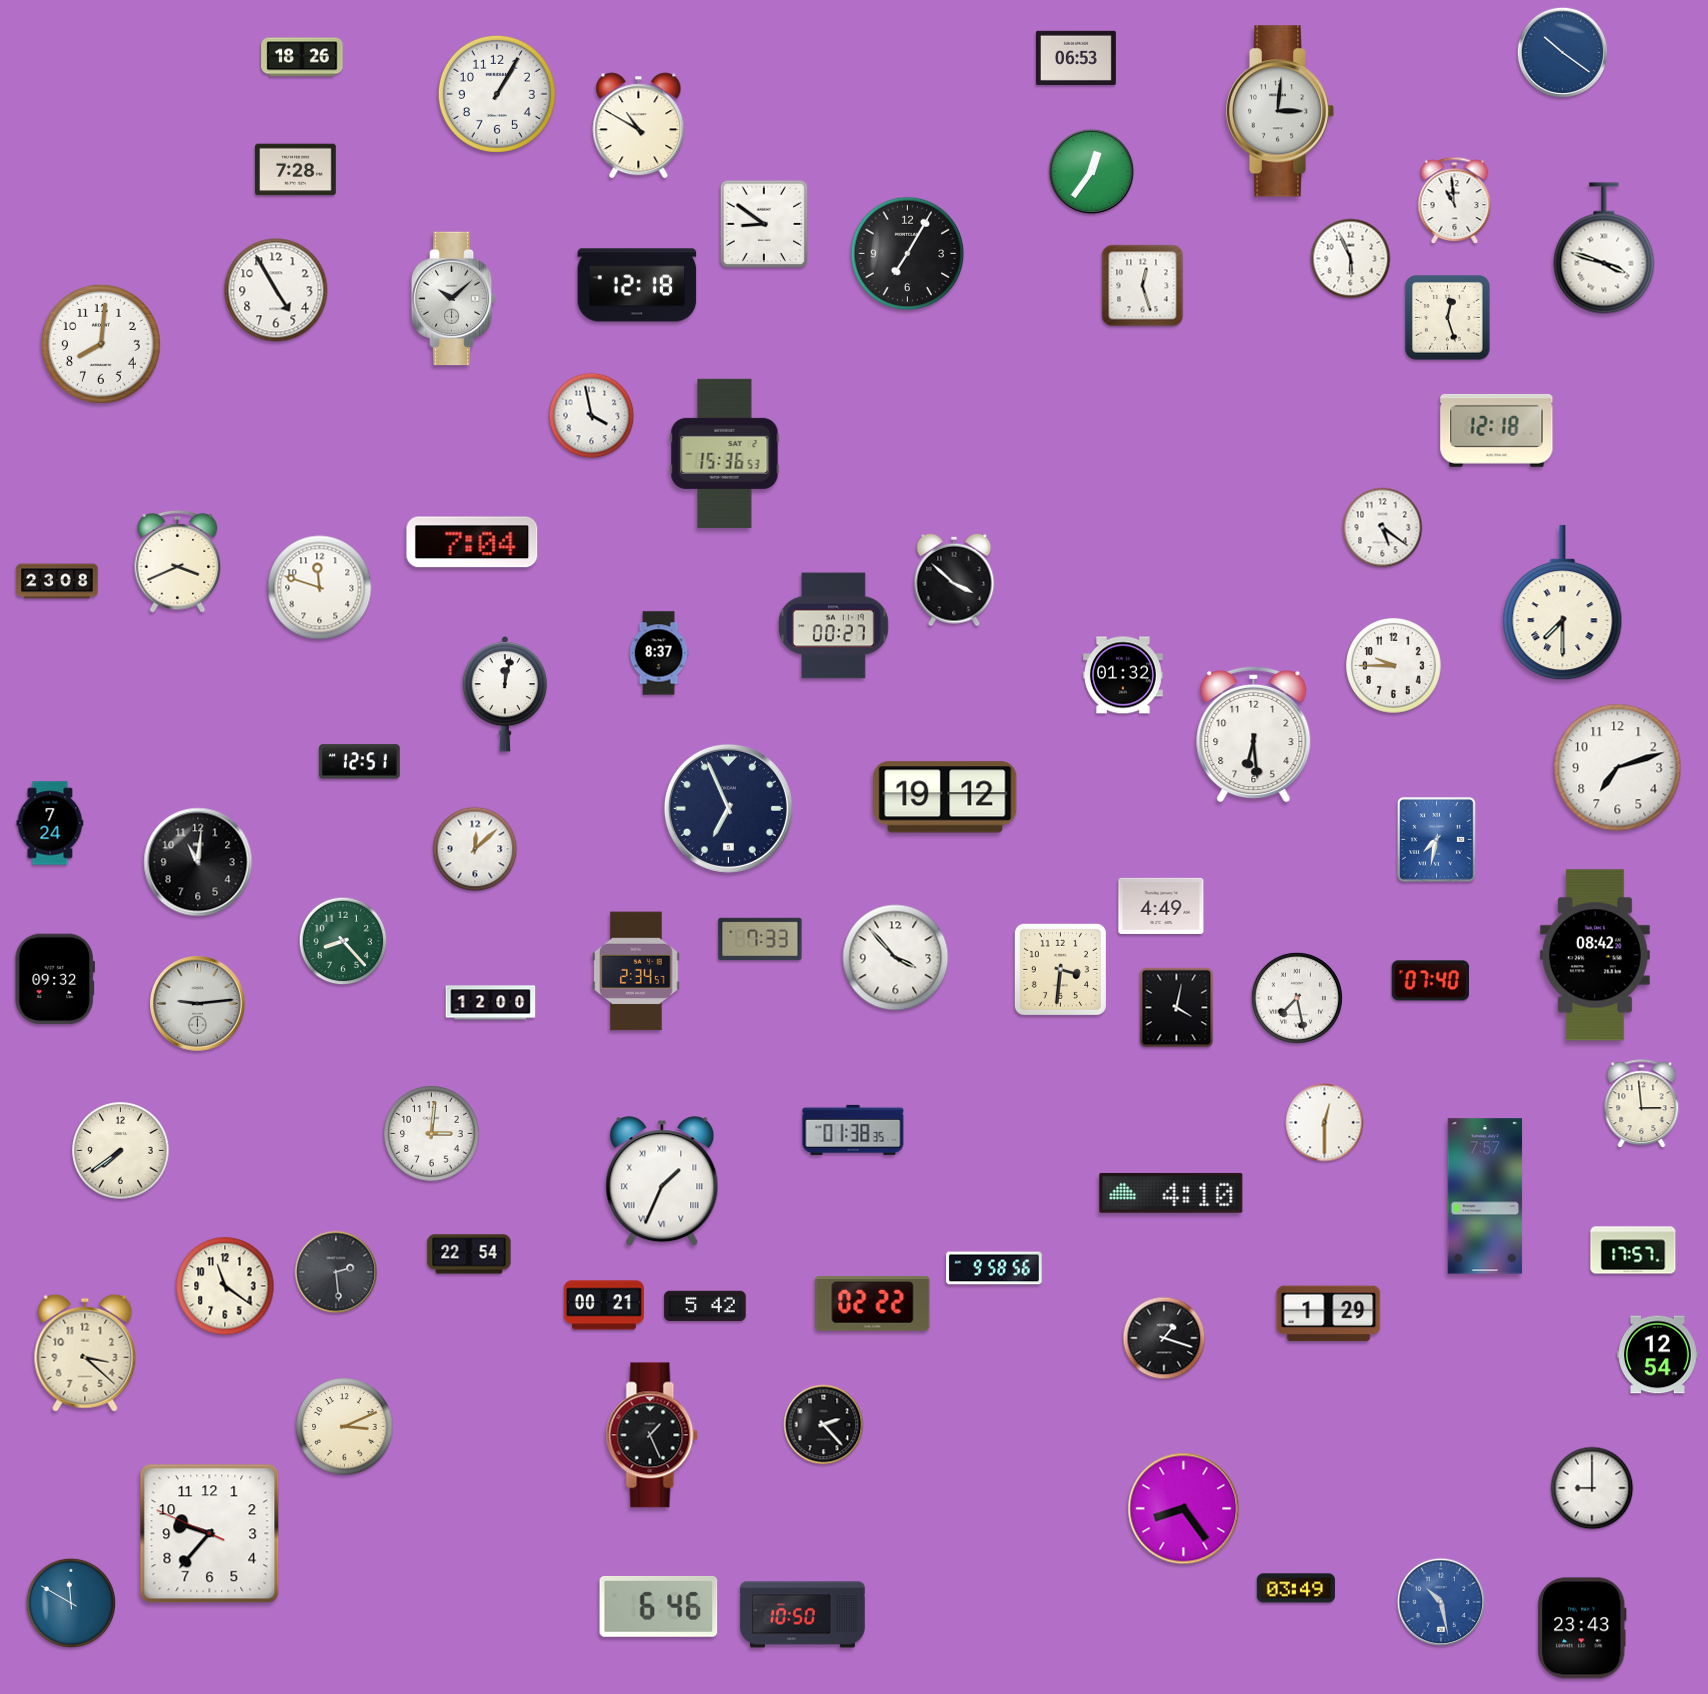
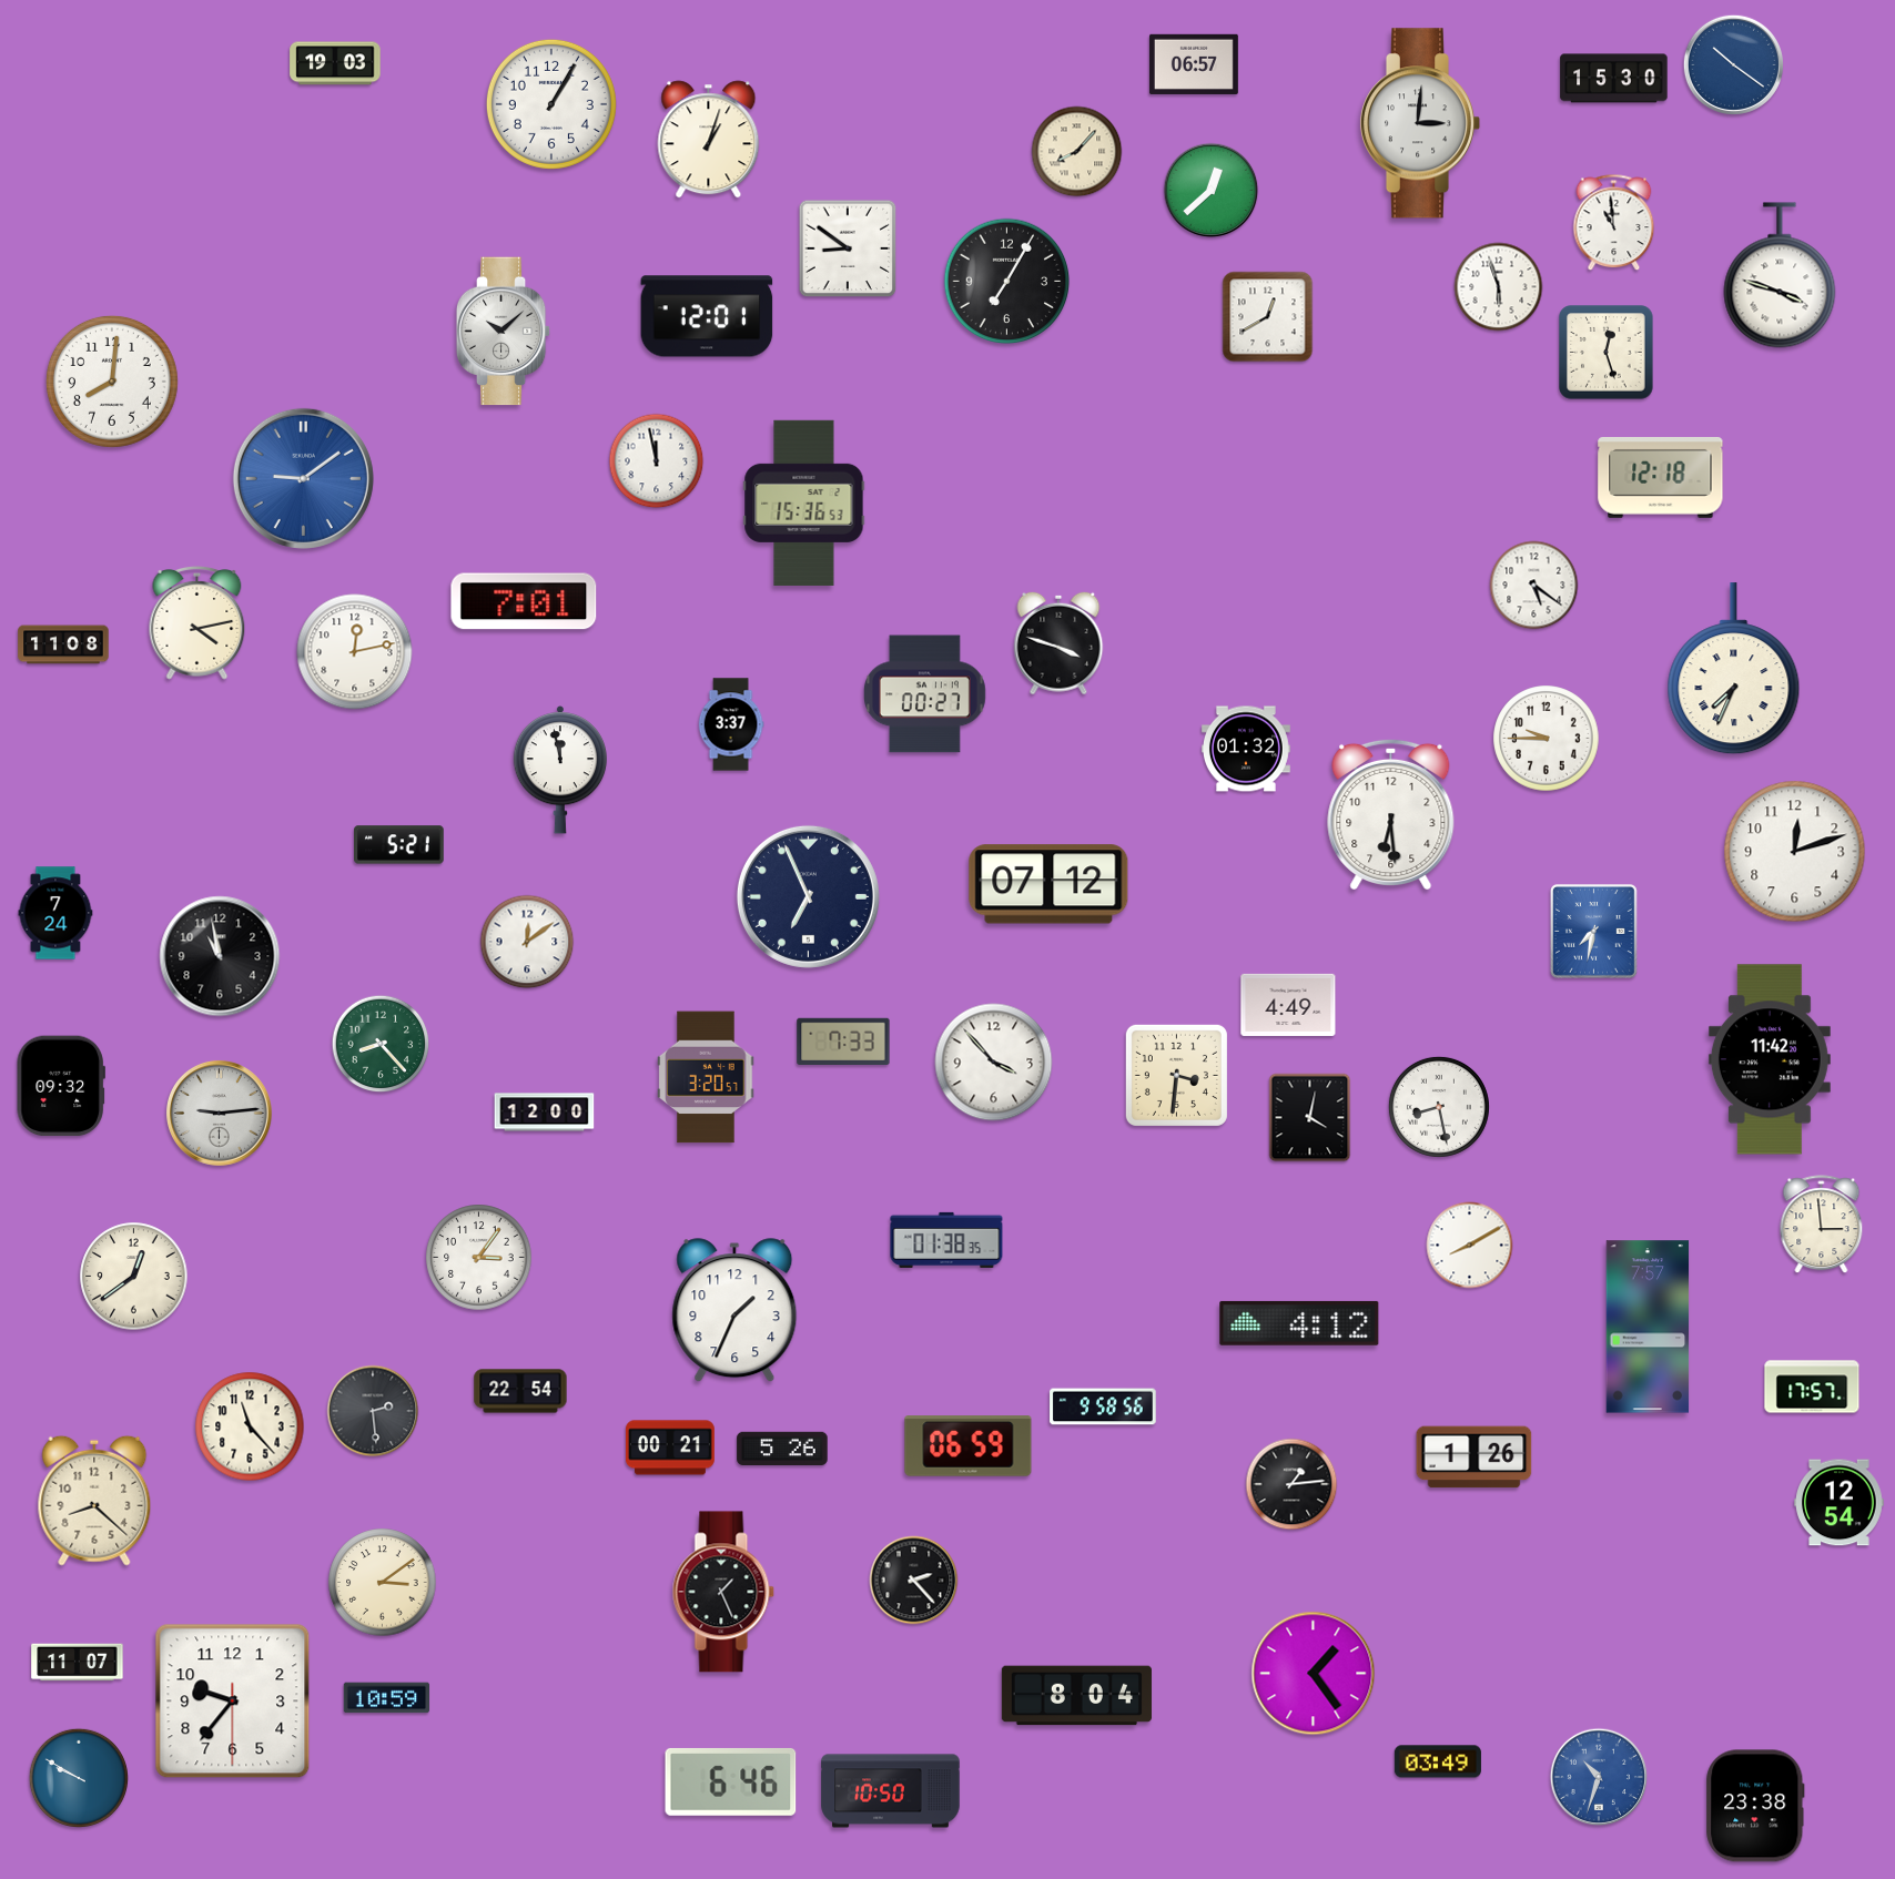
clock at (1562, 52) position: (1562, 52) -> (1733, 64)
clock at (302, 57): 18:26 -> 19:03
clock at (1076, 58): 06:53 -> 06:57
clock at (1614, 79): none -> 15:30
clock at (639, 126): 10:50 -> 1:03
clock at (1077, 152): none -> 8:07
clock at (296, 170): 7:28 -> none
clock at (1092, 172): 12:36 -> 12:38
clock at (1351, 259): 5:56 -> 5:57
clock at (637, 285): 12:18 -> 12:01
clock at (1143, 286): 12:27 -> 12:40
clock at (276, 290): 4:55 -> none
clock at (592, 416): 3:58 -> 11:58
clock at (303, 478): none -> 9:09
clock at (472, 542): 7:04 -> 7:01
clock at (178, 561): 3:41 -> 4:13
clock at (954, 580): 3:52 -> 3:48
clock at (57, 581): 23:08 -> 11:08
clock at (320, 588): 11:48 -> 12:13
clock at (1563, 603): 7:30 -> 7:34
clock at (659, 653): 8:37 -> 3:37
clock at (504, 694): 12:02 -> 11:58
clock at (360, 762): 12:51 -> 5:21
clock at (1618, 768): 7:12 -> 12:12
clock at (945, 797): 19:12 -> 07:12
clock at (475, 849): 12:08 -> 12:09
clock at (198, 862): 11:01 -> 10:58
clock at (1595, 955): 08:42 -> 11:42
clock at (636, 971): 2:34 -> 3:20
clock at (1430, 981): 07:40 -> none
clock at (1297, 998): 7:28 -> 8:28
clock at (1177, 1008) position: (1177, 1008) -> (1310, 1118)
clock at (1325, 1123): 12:30 -> 8:10
clock at (853, 1130) position: (853, 1130) -> (946, 1240)
clock at (432, 1134): 3:01 -> 3:06
clock at (121, 1151): 7:39 -> 12:39
clock at (662, 1182) numerals: Roman -> Arabic
clock at (1171, 1193): 4:10 -> 4:12
clock at (225, 1286): 11:21 -> 11:23
clock at (873, 1304): 02:22 -> 06:59
clock at (705, 1306): 5:42 -> 5:26
clock at (1329, 1314): 1:29 -> 1:26
clock at (1164, 1338): 1:18 -> 1:14
clock at (85, 1353): 3:22 -> 8:22
clock at (345, 1427): 3:11 -> 3:09
clock at (1592, 1488): 9:00 -> none
clock at (78, 1663): none -> 11:07
clock at (1184, 1509): 8:24 -> 1:24
clock at (1076, 1696): none -> 8:04
clock at (387, 1698): none -> 10:59
clock at (210, 1534): 9:36:49 -> 9:36:30
clock at (70, 1602): 11:50 -> 9:50
clock at (1441, 1602): 10:28 -> 10:33
clock at (1582, 1628): 23:43 -> 23:38
